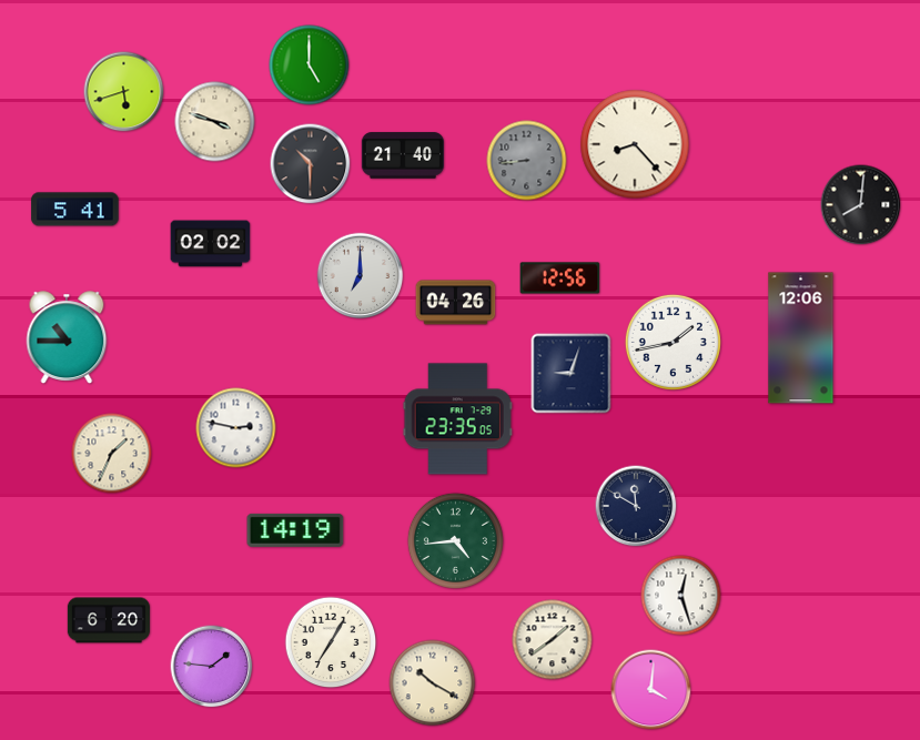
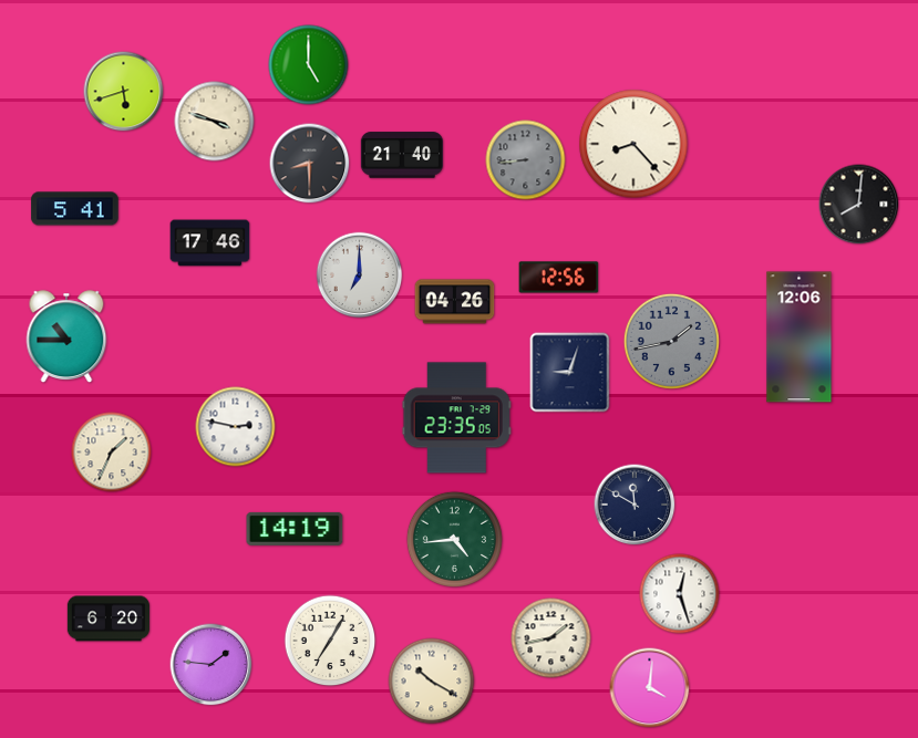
clock at (311, 164): 10:30 -> 8:30
clock at (211, 244): 02:02 -> 17:46
clock at (673, 342) dial: white -> grey
clock at (553, 640): 1:39 -> 1:43
